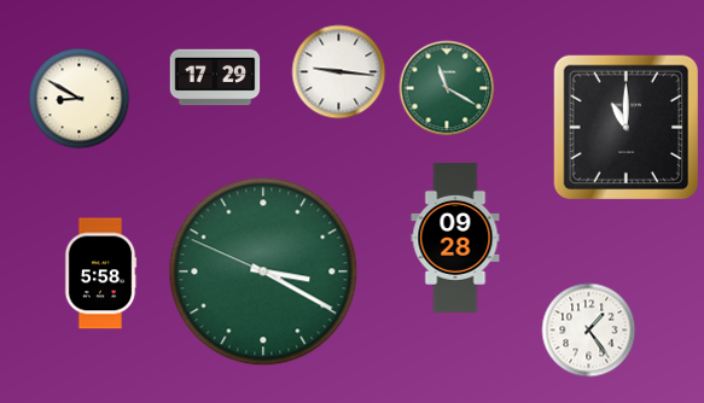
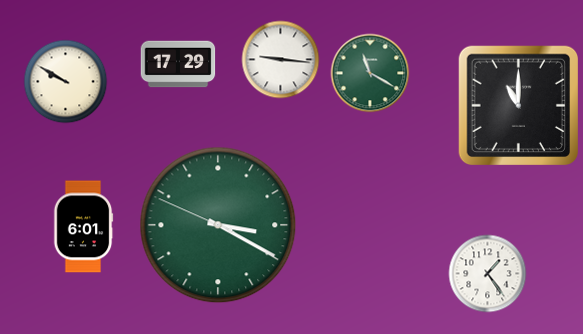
clock at (80, 99): 8:50 -> 9:50
clock at (455, 238): 09:28 -> none
clock at (100, 274): 5:58 -> 6:01
